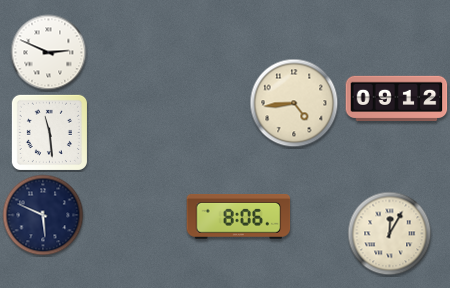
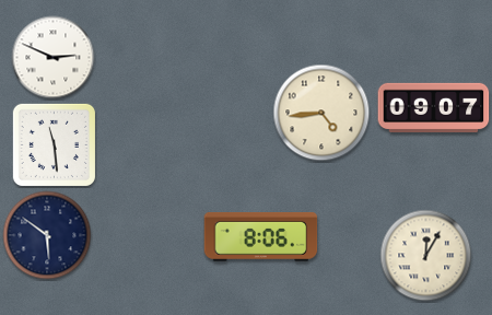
clock at (397, 98): 09:12 -> 09:07
clock at (43, 215): 5:49 -> 5:51
